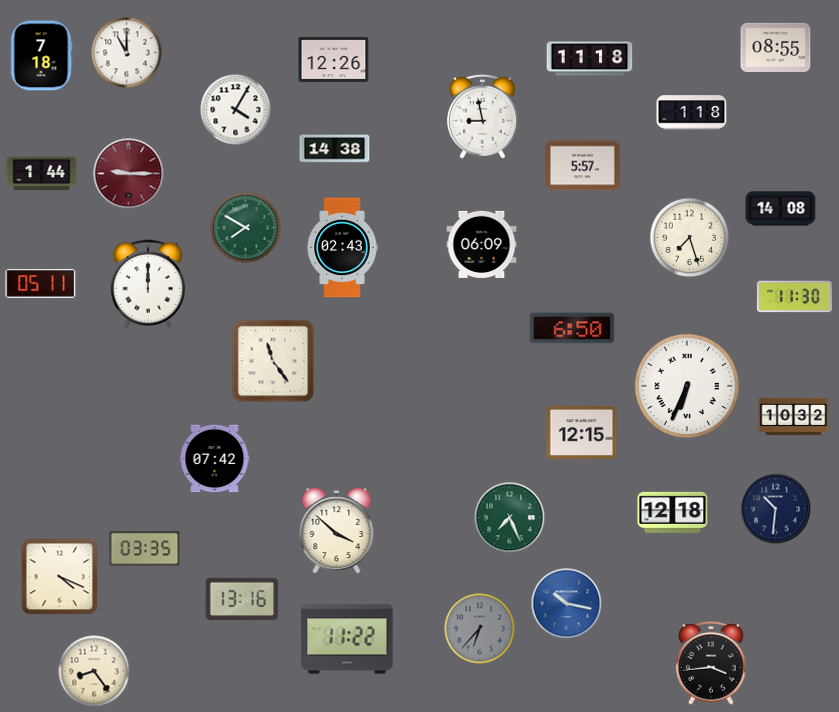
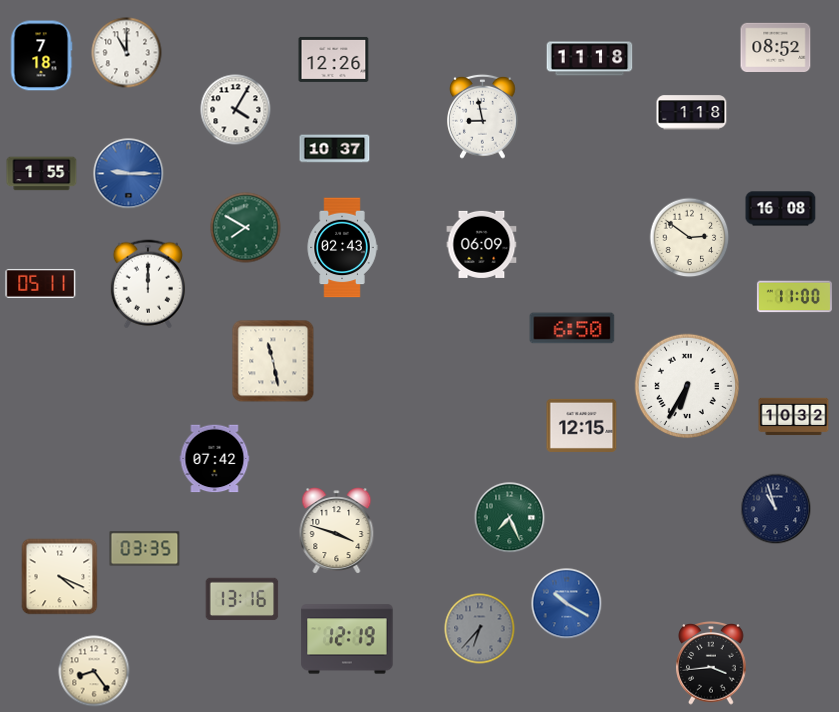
clock at (776, 47): 08:55 -> 08:52
clock at (335, 149): 14:38 -> 10:37
clock at (582, 166): 5:57 -> none
clock at (42, 174): 1:44 -> 1:55
clock at (129, 174) dial: burgundy -> blue
clock at (781, 209): 14:08 -> 16:08
clock at (690, 238): 7:27 -> 2:51
clock at (794, 297): 11:30 -> 11:00
clock at (273, 361): 11:24 -> 11:28
clock at (687, 386): 6:34 -> 6:35
clock at (582, 432) position: (582, 432) -> (582, 425)
clock at (776, 509): 10:31 -> 10:57
clock at (673, 512): 12:18 -> none
clock at (337, 531): 3:52 -> 3:48
clock at (567, 604): 10:17 -> 10:20
clock at (347, 639): 11:22 -> 12:19
